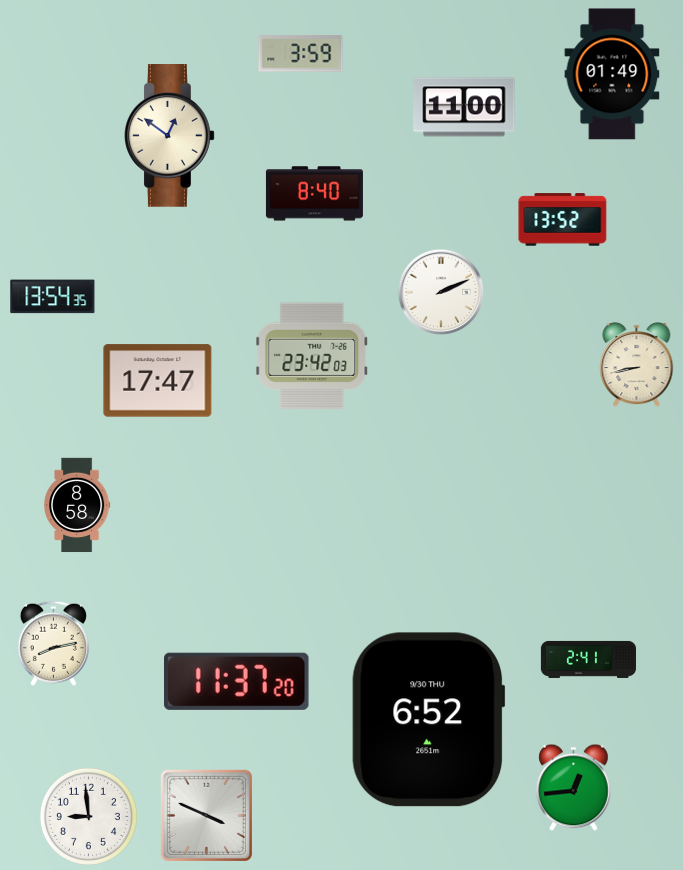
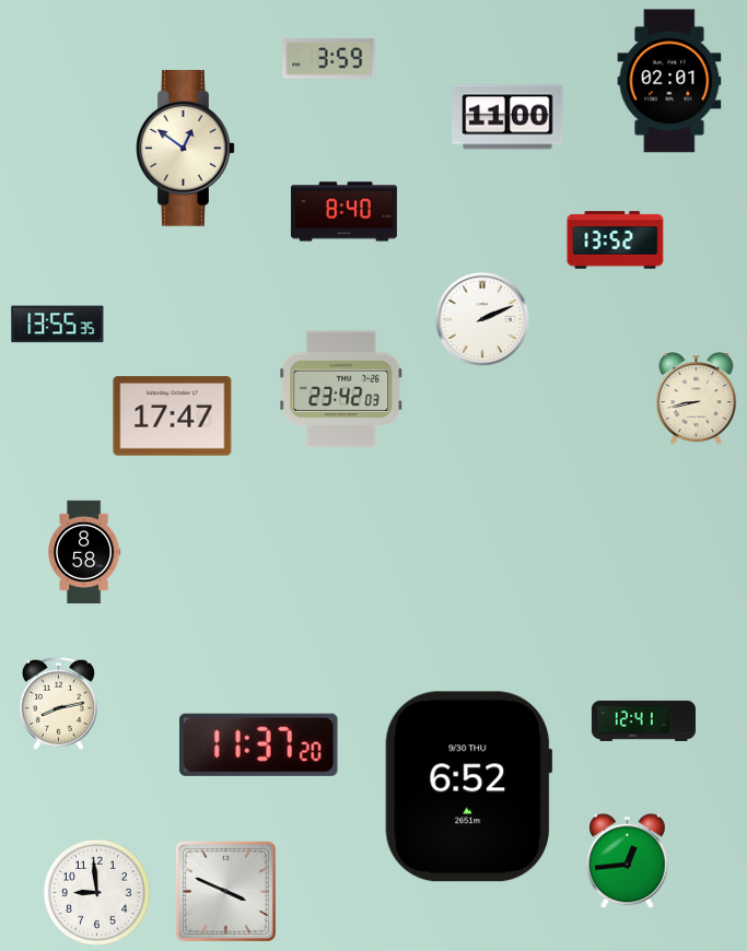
clock at (612, 74): 01:49 -> 02:01
clock at (53, 297): 13:54 -> 13:55
clock at (588, 659): 2:41 -> 12:41
